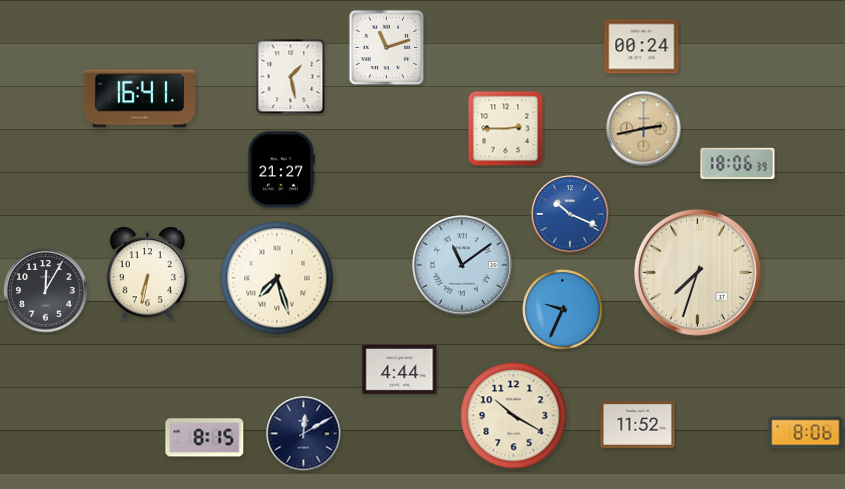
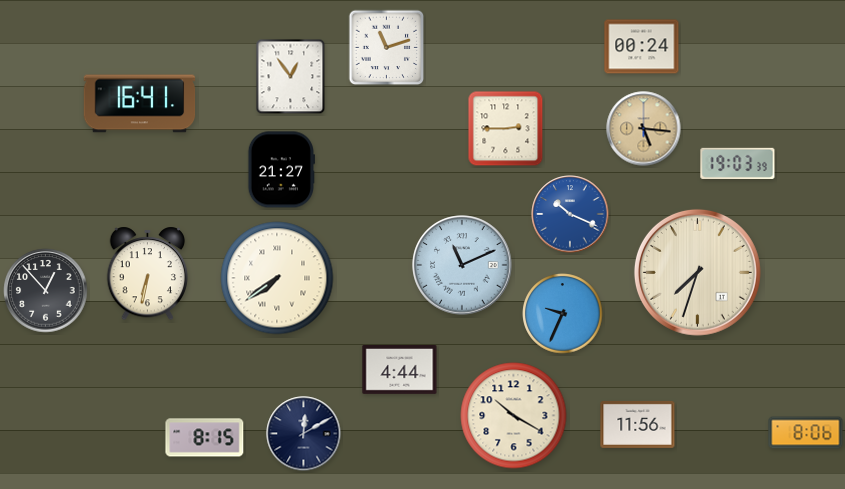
clock at (291, 77): 1:28 -> 12:54
clock at (140, 99) position: (140, 99) -> (140, 104)
clock at (644, 129): 2:43 -> 5:16
clock at (738, 163): 18:06 -> 19:03
clock at (462, 265): 11:09 -> 11:11
clock at (277, 278): 7:27 -> 7:39
clock at (46, 291): 12:05 -> 12:53
clock at (563, 310) position: (563, 310) -> (563, 314)
clock at (638, 424): 11:52 -> 11:56
